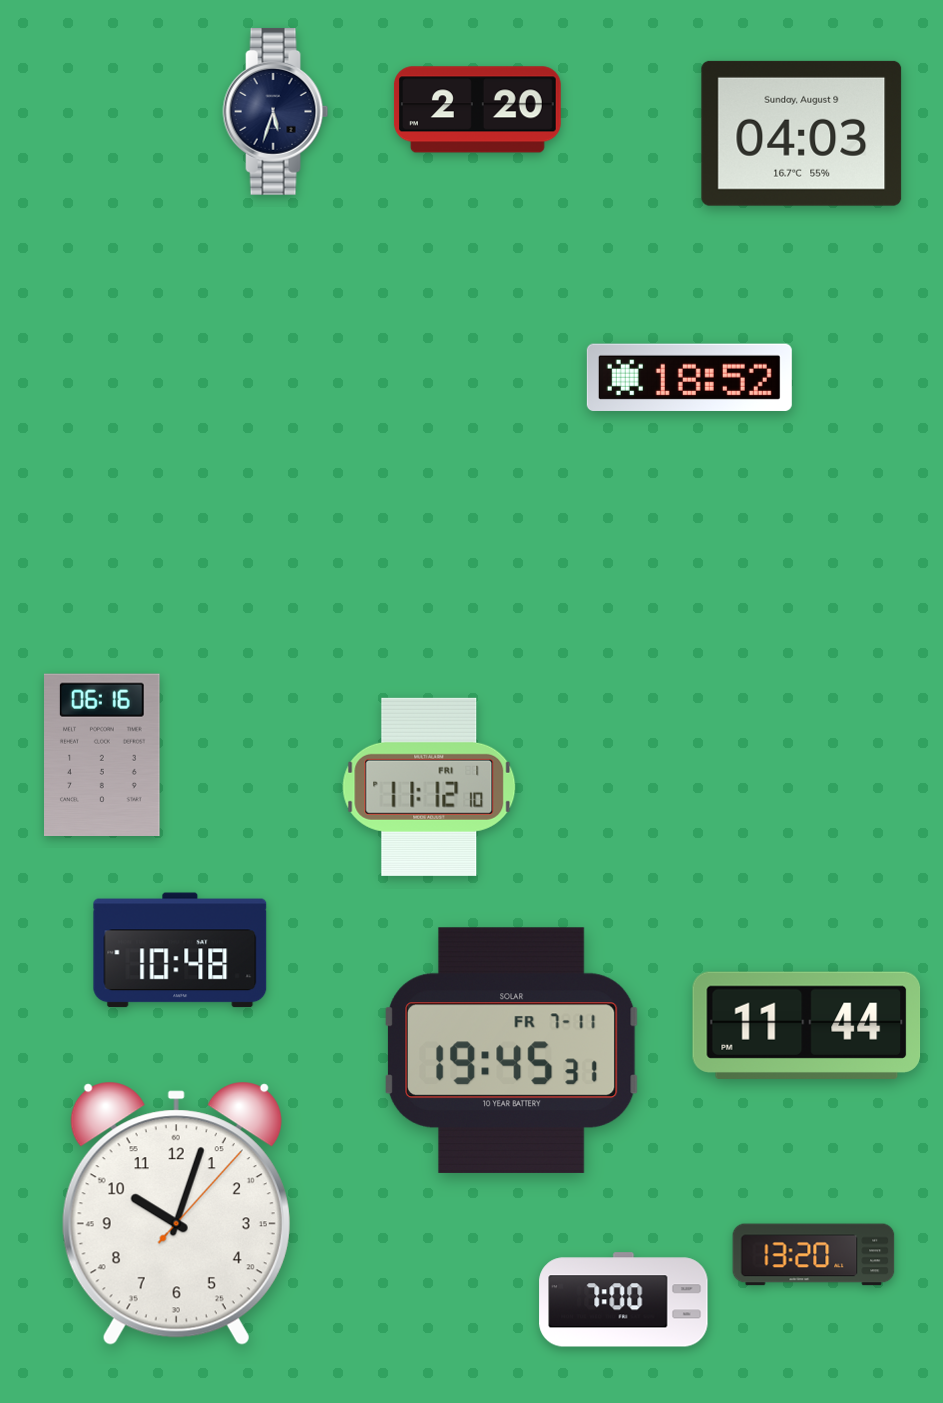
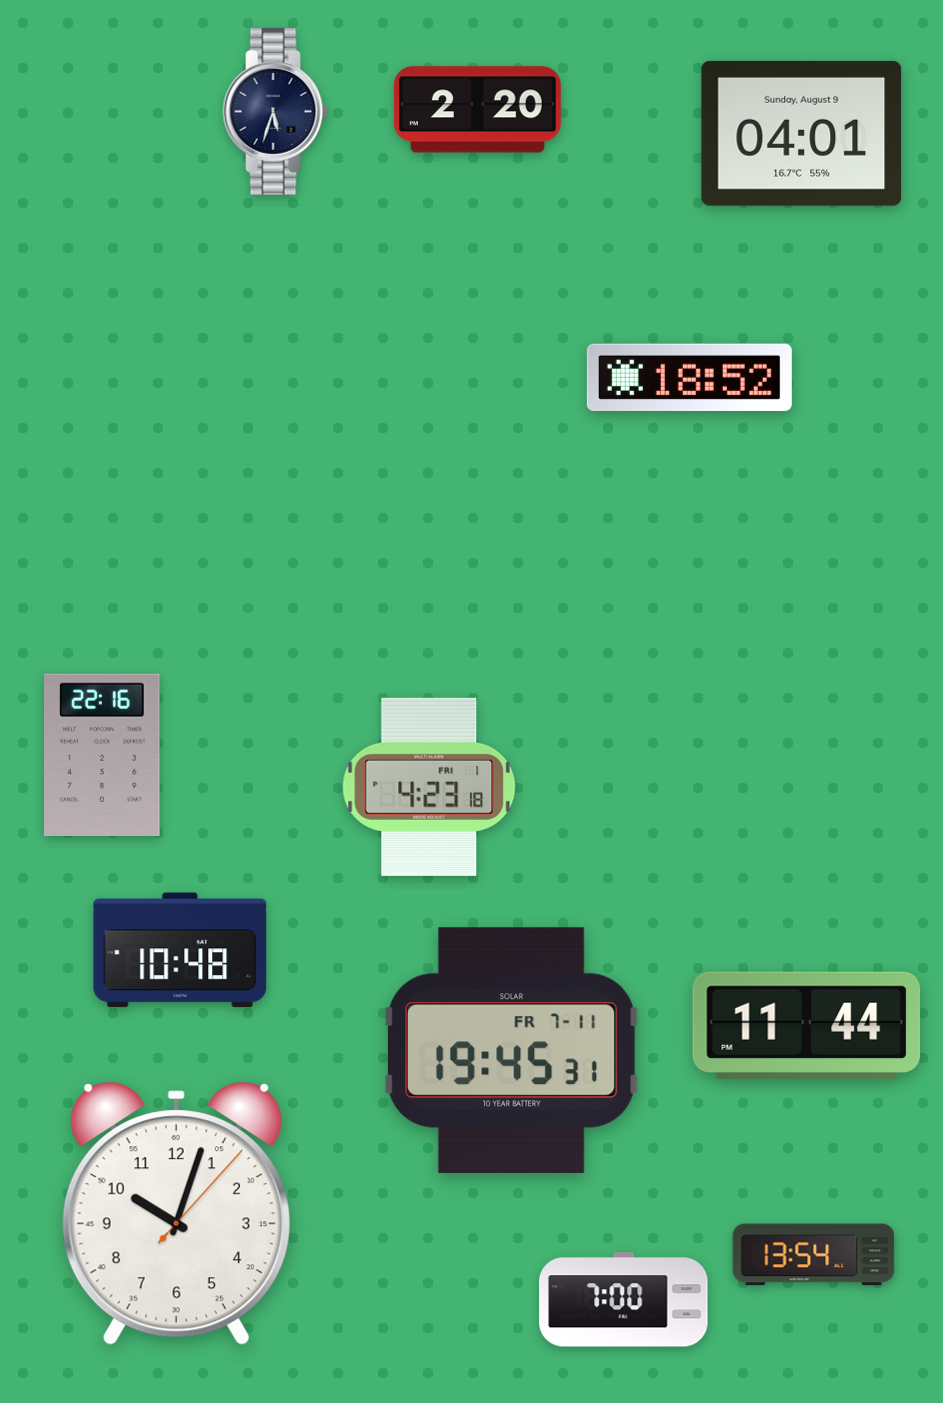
clock at (802, 133): 04:03 -> 04:01
clock at (103, 754): 06:16 -> 22:16
clock at (429, 787): 11:12 -> 4:23
clock at (814, 1255): 13:20 -> 13:54
